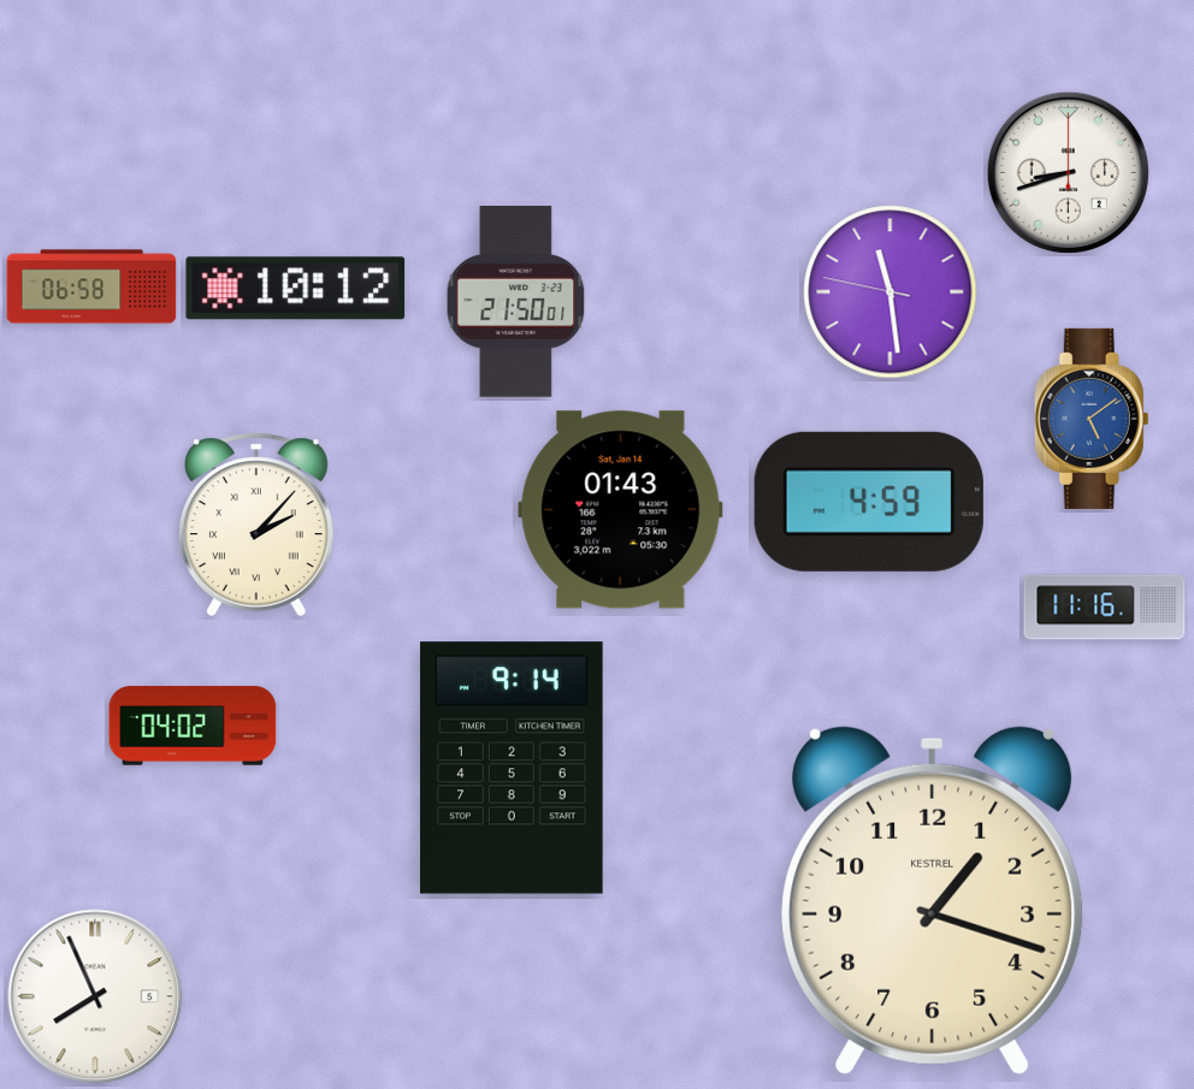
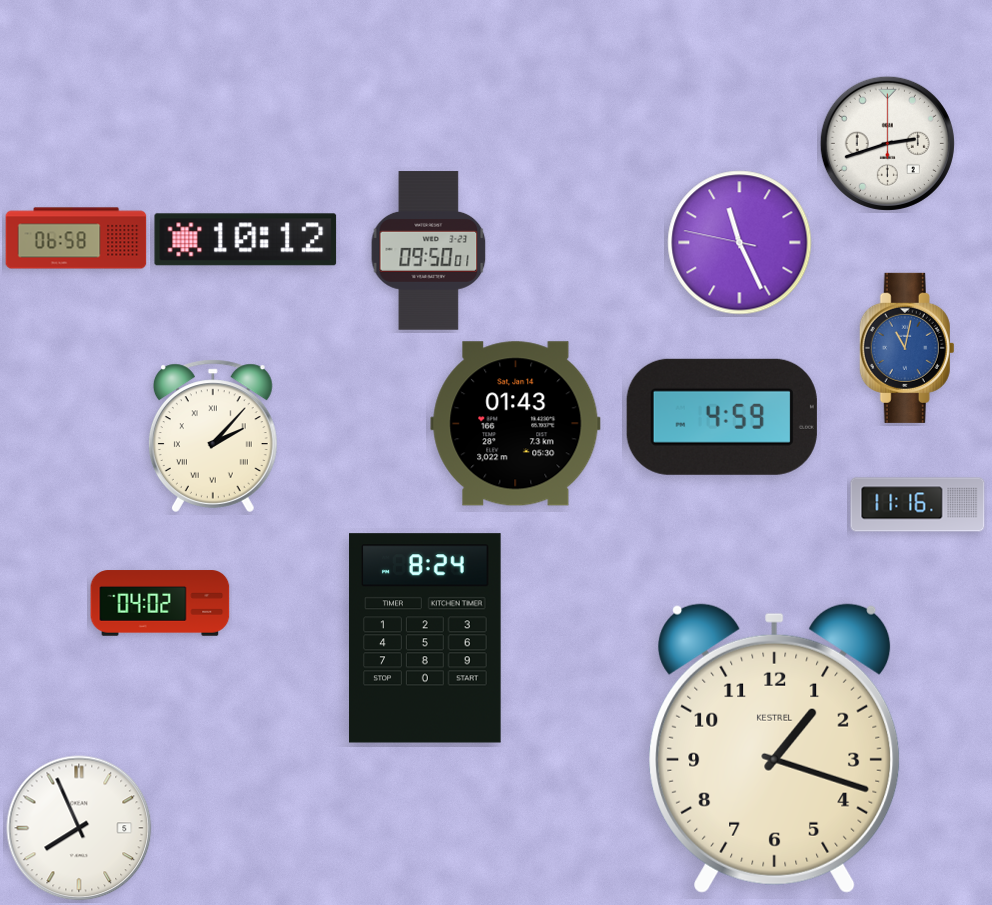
clock at (1068, 172): 8:42 -> 2:42
clock at (891, 292): 11:28 -> 11:25
clock at (516, 302): 21:50 -> 09:50
clock at (1092, 419): 5:09 -> 11:02
clock at (512, 768): 9:14 -> 8:24
